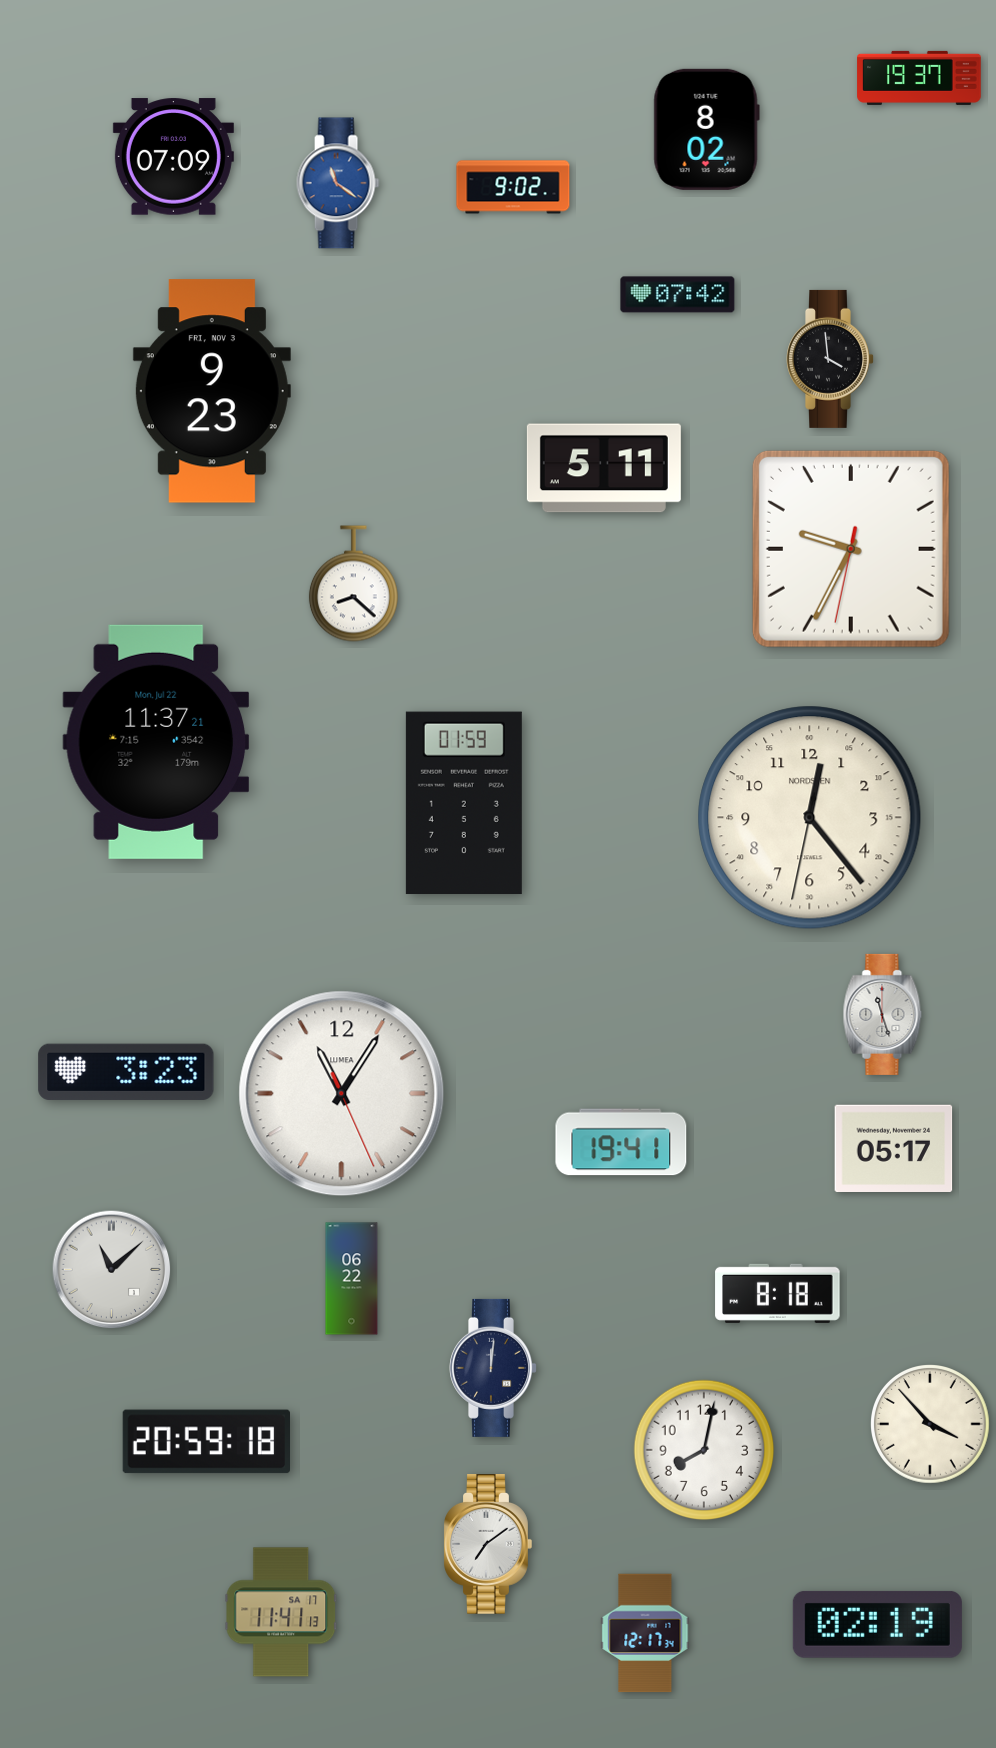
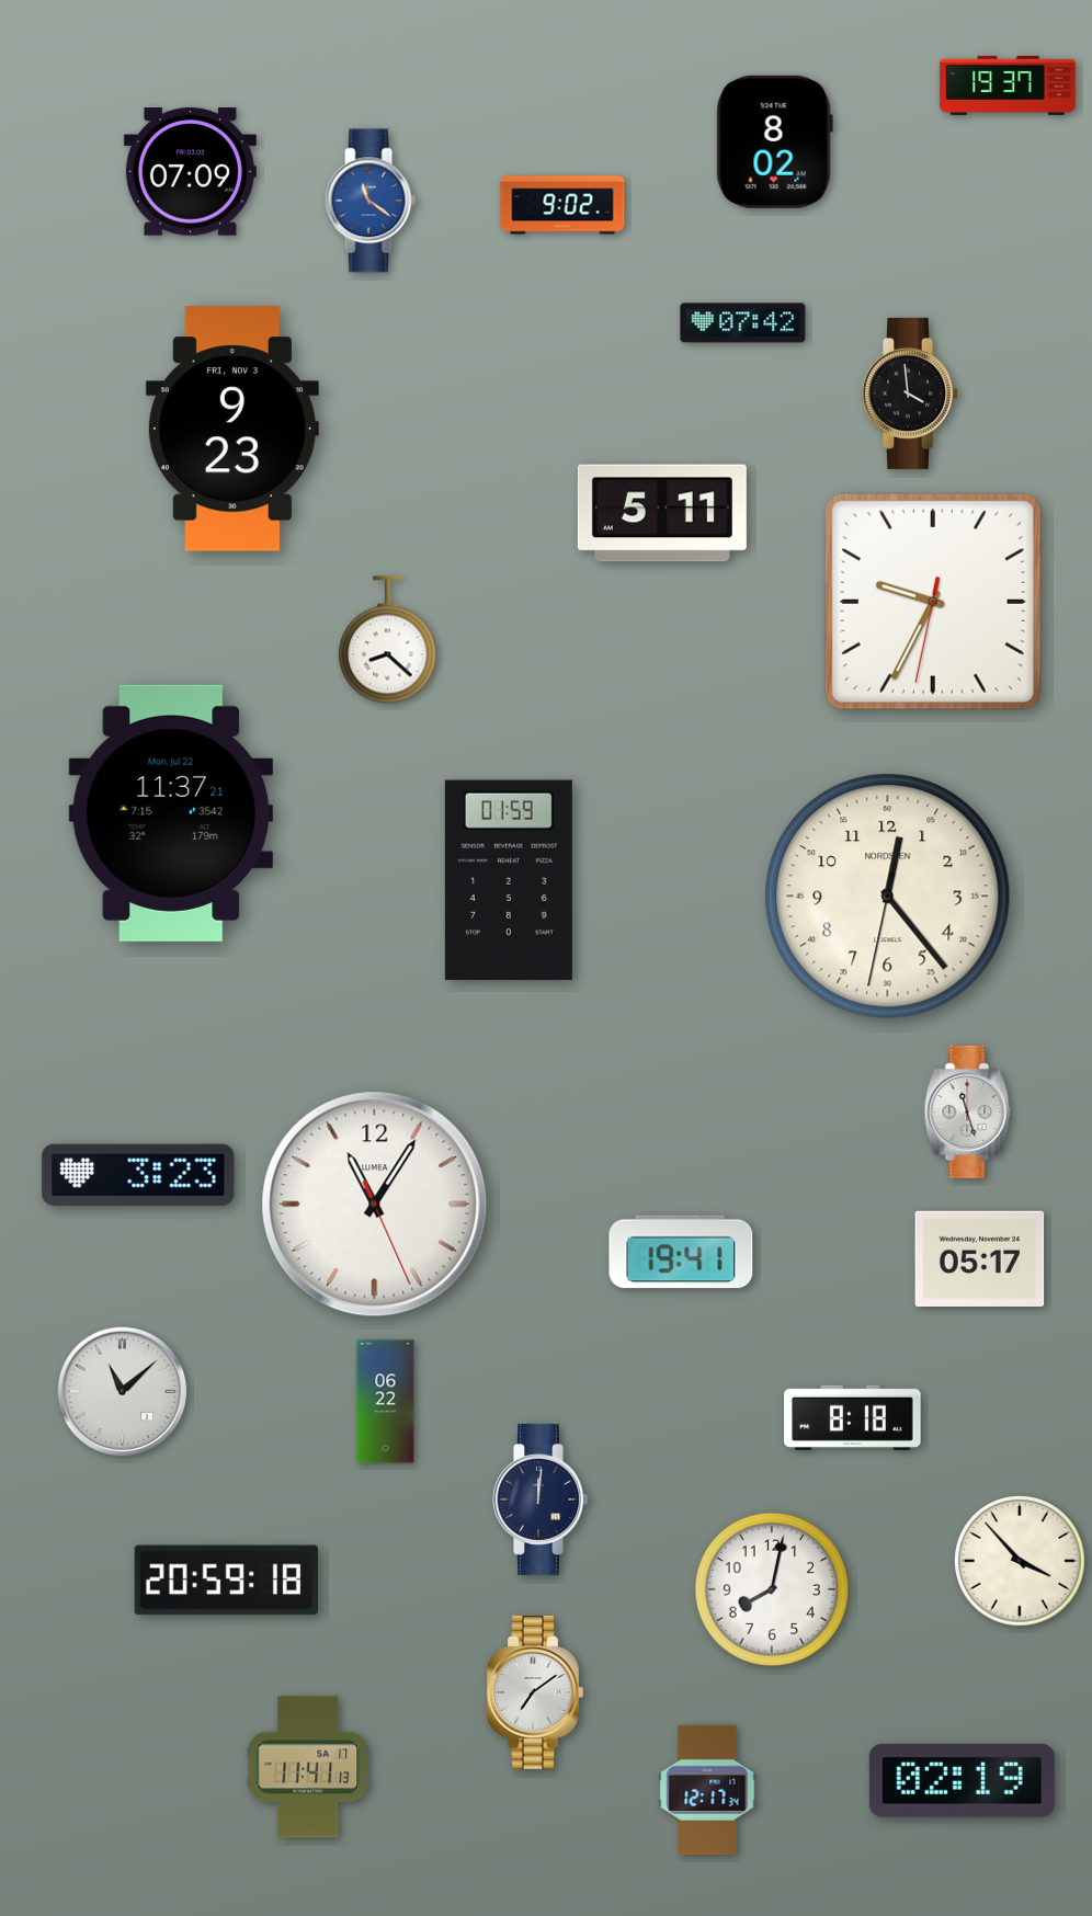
clock at (342, 1094) position: (342, 1094) -> (375, 1205)
